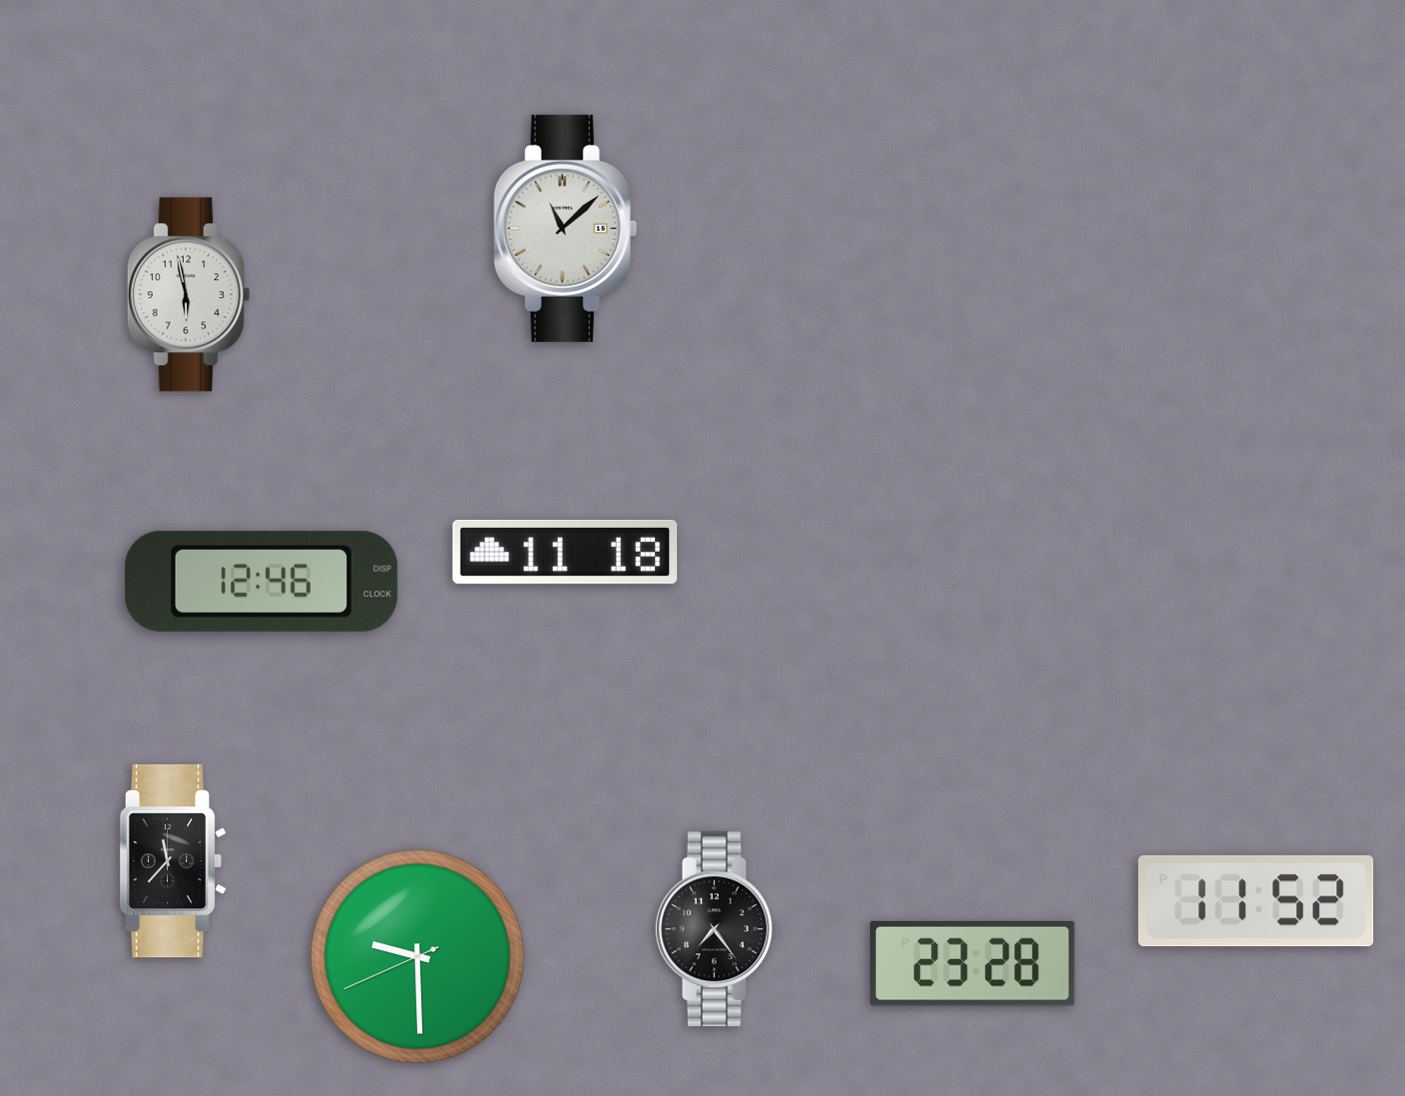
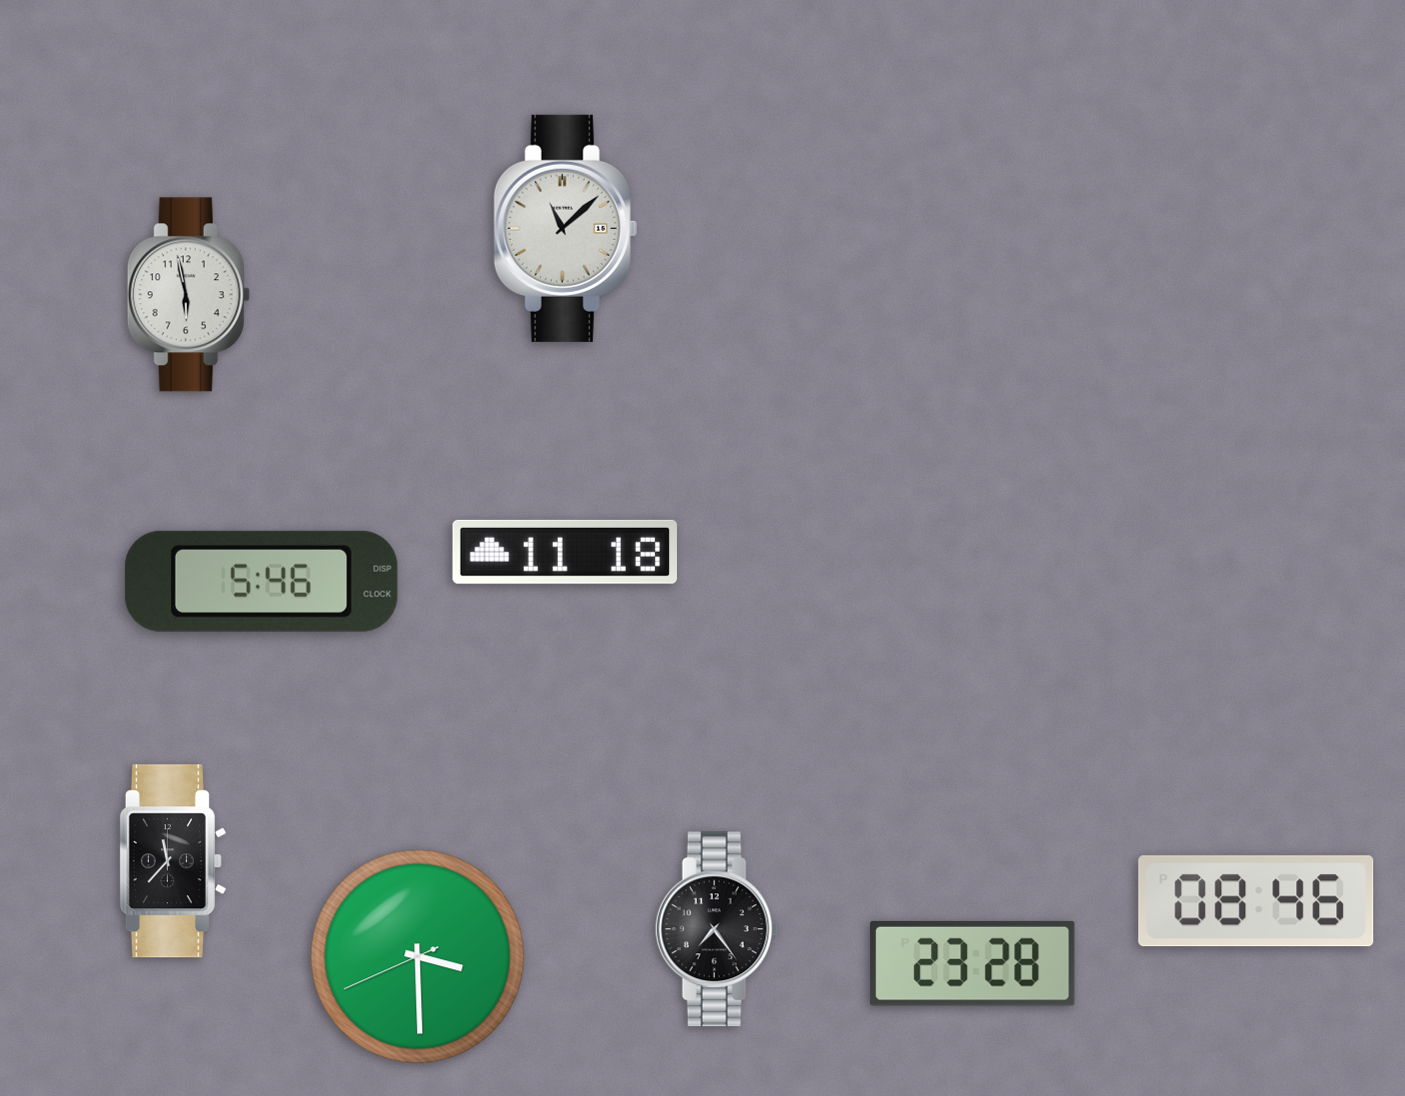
clock at (261, 581): 12:46 -> 5:46
clock at (1256, 901): 11:52 -> 08:46
clock at (418, 957): 9:29 -> 3:29
